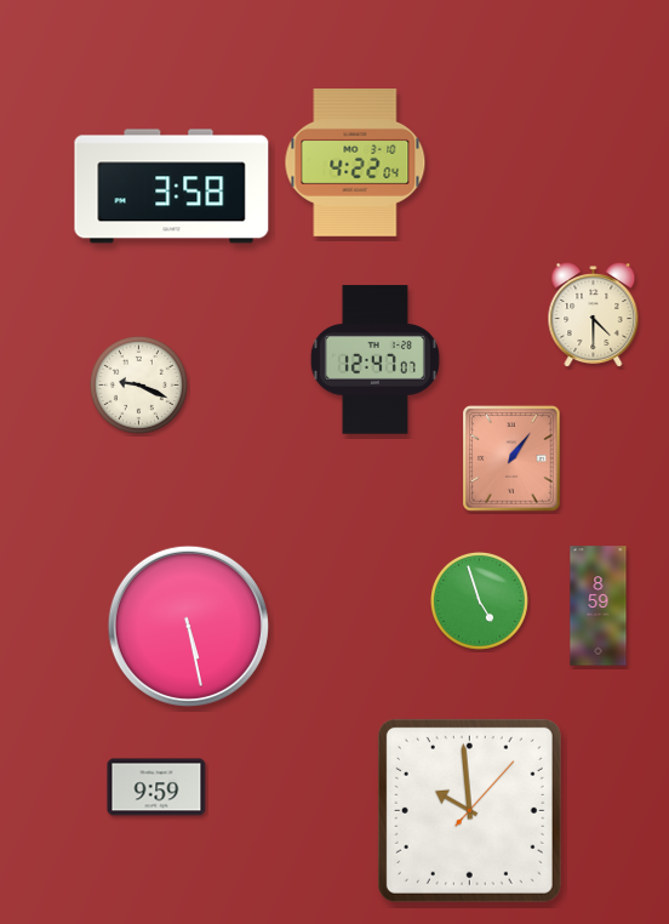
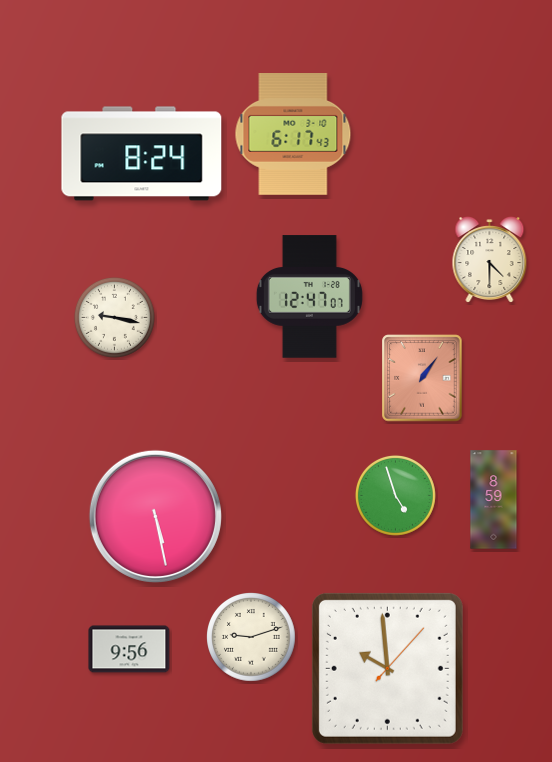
clock at (355, 164): 4:22 -> 6:17
clock at (172, 187): 3:58 -> 8:24
clock at (138, 384): 9:19 -> 9:17
clock at (252, 638): none -> 9:12
clock at (156, 787): 9:59 -> 9:56
